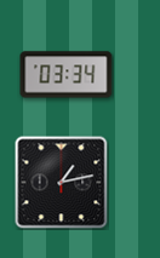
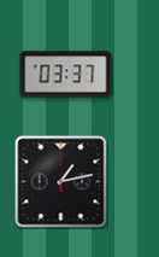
clock at (67, 75): 03:34 -> 03:37
